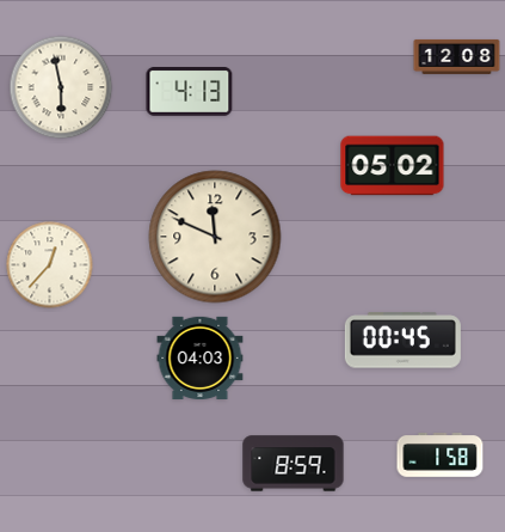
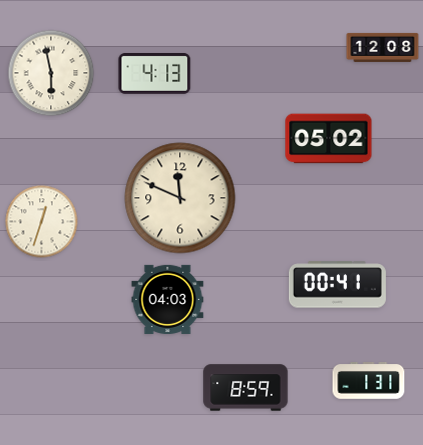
clock at (190, 92) position: (190, 92) -> (155, 74)
clock at (50, 265): 12:37 -> 12:33
clock at (402, 341): 00:45 -> 00:41
clock at (441, 455): 1:58 -> 1:31
